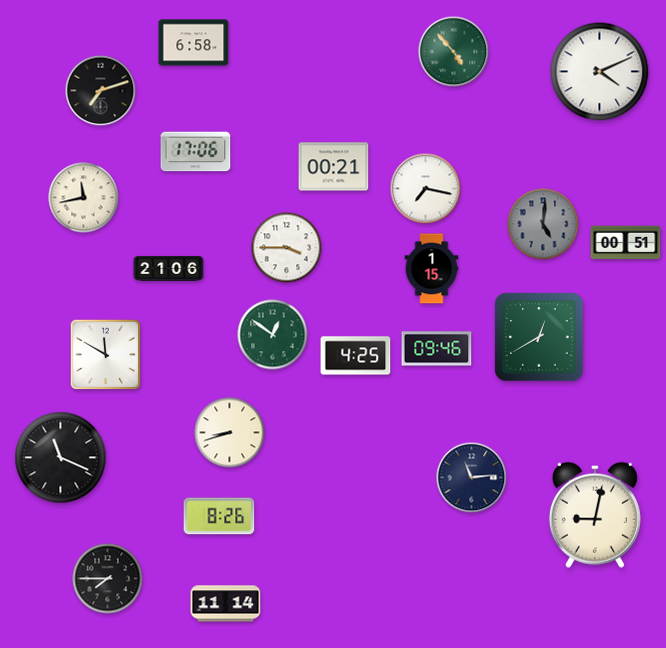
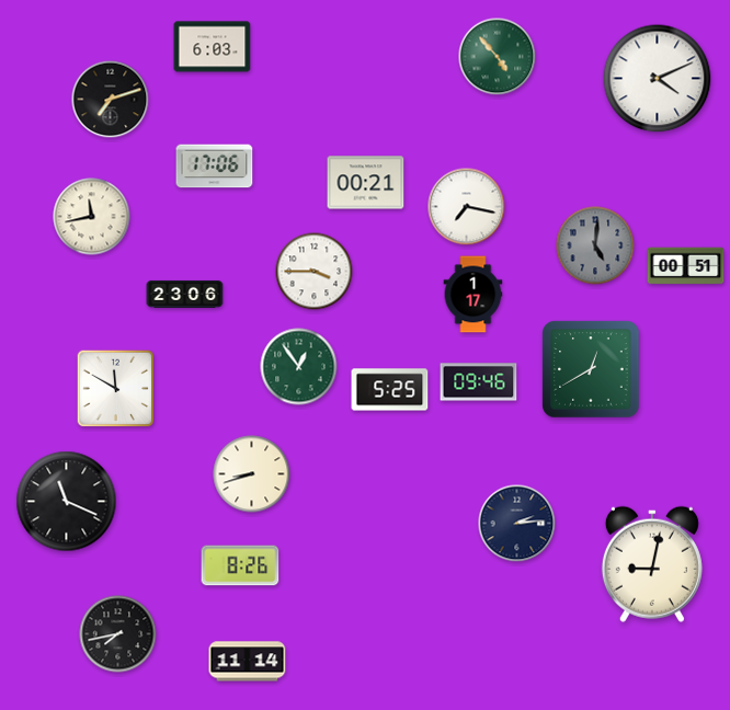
clock at (194, 43): 6:58 -> 6:03
clock at (169, 268): 21:06 -> 23:06
clock at (432, 269): 1:15 -> 1:17
clock at (273, 335): 12:51 -> 12:54
clock at (356, 356): 4:25 -> 5:25
clock at (472, 478): 11:14 -> 2:14
clock at (108, 579): 7:45 -> 7:43
